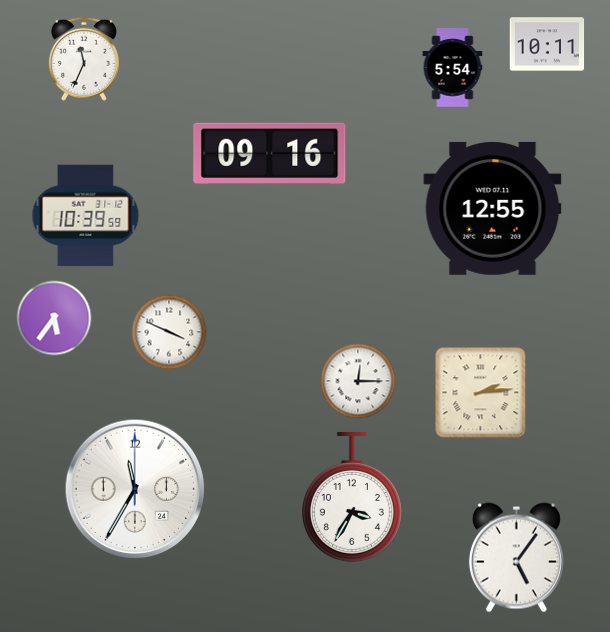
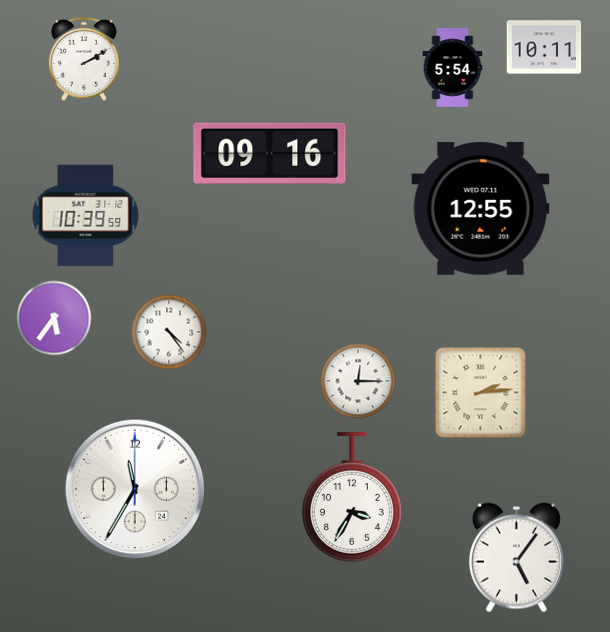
clock at (547, 44) position: (547, 44) -> (544, 47)
clock at (84, 59): 11:34 -> 2:10
clock at (493, 208) position: (493, 208) -> (481, 208)
clock at (169, 332): 3:49 -> 4:24
